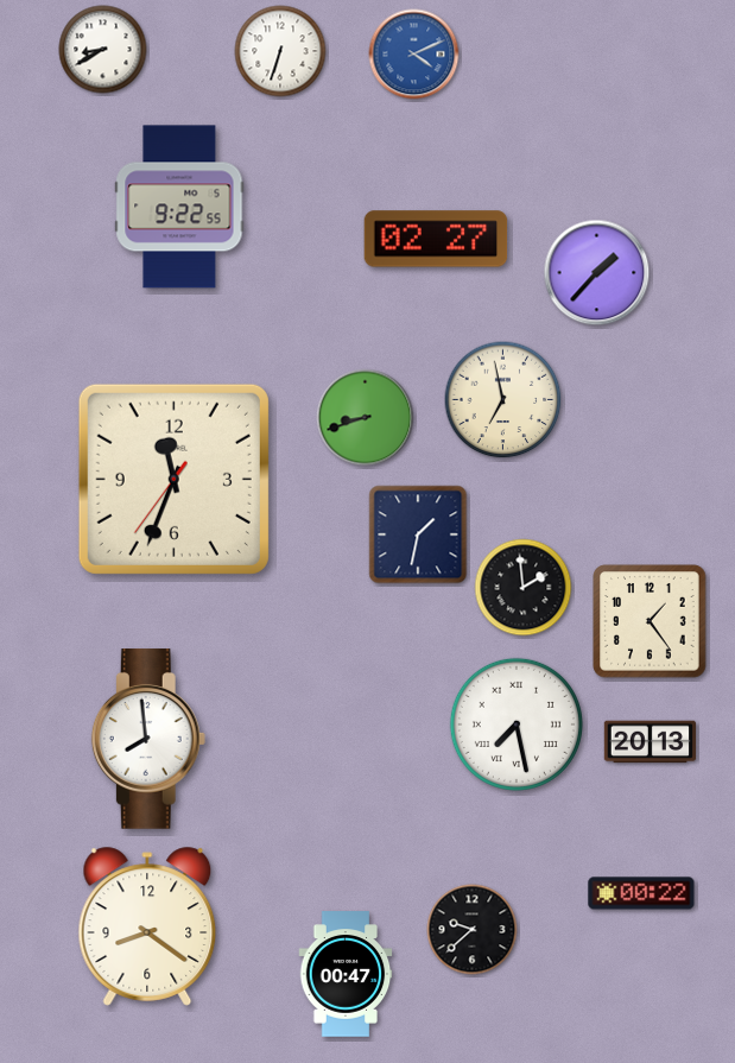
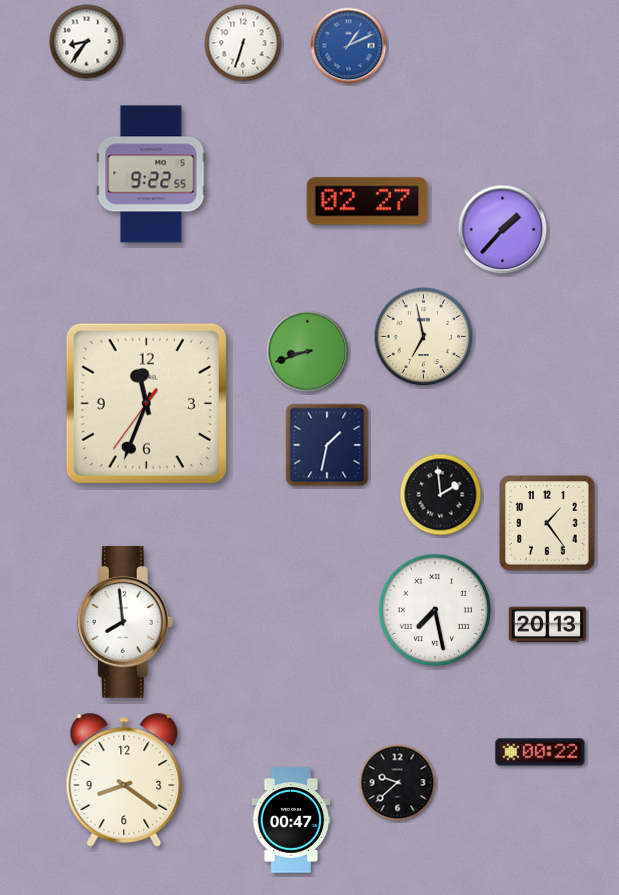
clock at (103, 50): 8:40 -> 8:36
clock at (280, 51) position: (280, 51) -> (243, 43)
clock at (414, 55): 4:11 -> 1:11
clock at (418, 534) position: (418, 534) -> (327, 445)
